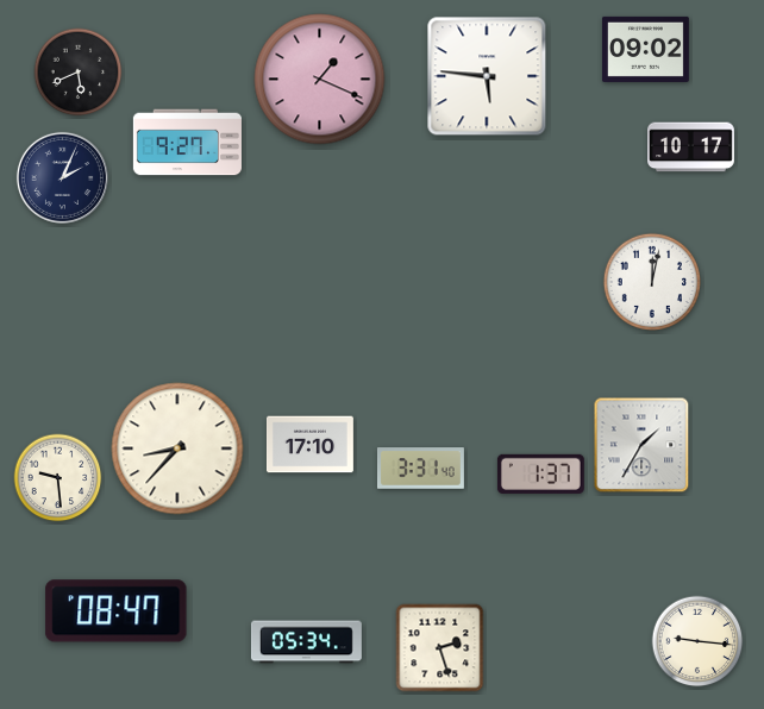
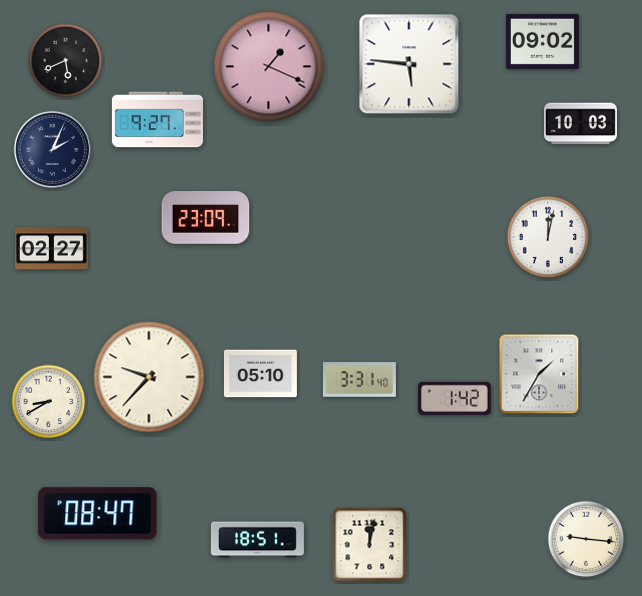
clock at (691, 148): 10:17 -> 10:03
clock at (206, 218): none -> 23:09
clock at (51, 249): none -> 02:27
clock at (309, 445): 17:10 -> 05:10
clock at (177, 448): 8:37 -> 9:37
clock at (420, 469) position: (420, 469) -> (359, 380)
clock at (540, 473): 1:37 -> 1:42
clock at (58, 478): 9:29 -> 8:40
clock at (306, 642): 05:34 -> 18:51
clock at (440, 648): 2:27 -> 12:02
